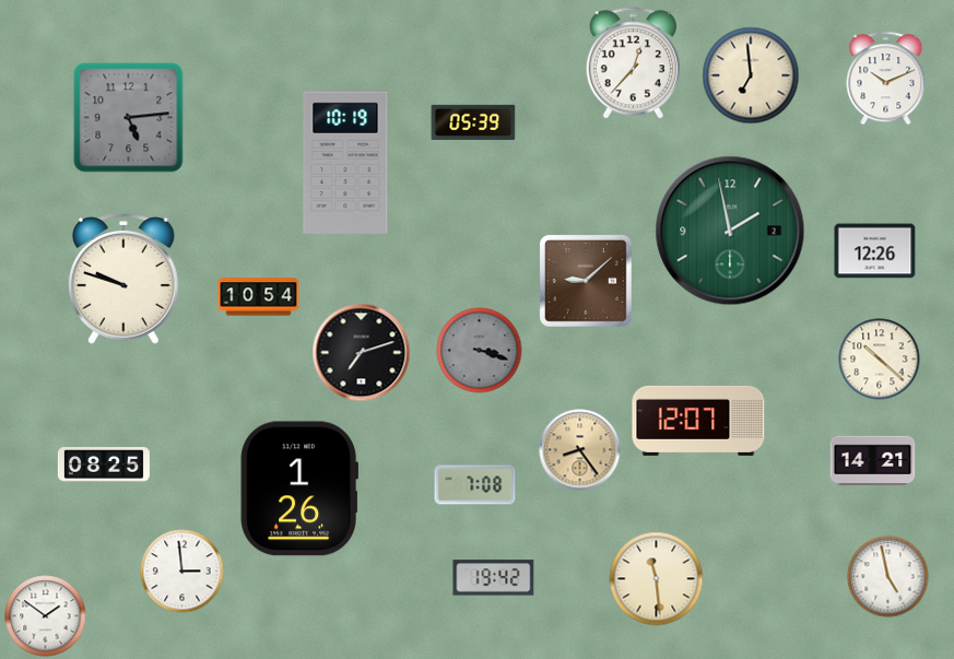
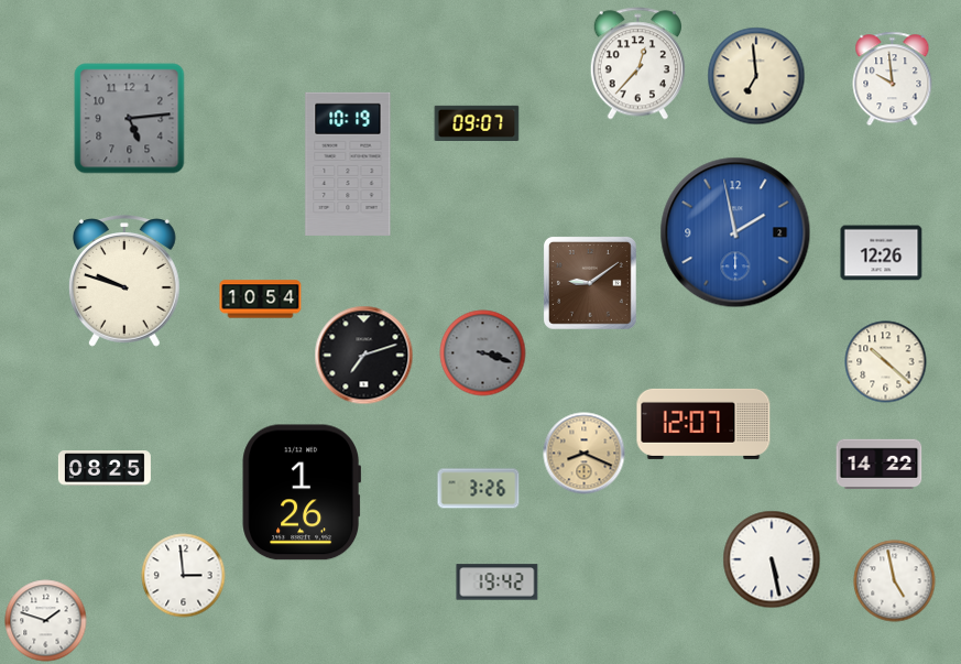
clock at (886, 79): 10:11 -> 9:59
clock at (473, 121): 05:39 -> 09:07
clock at (730, 231) dial: green -> blue
clock at (586, 281): 9:08 -> 9:09
clock at (580, 450): 8:24 -> 8:19
clock at (873, 461): 14:21 -> 14:22
clock at (475, 485): 7:08 -> 3:26
clock at (772, 559): none -> 5:28
clock at (657, 579): 11:29 -> none
clock at (46, 616): 1:51 -> 1:48
